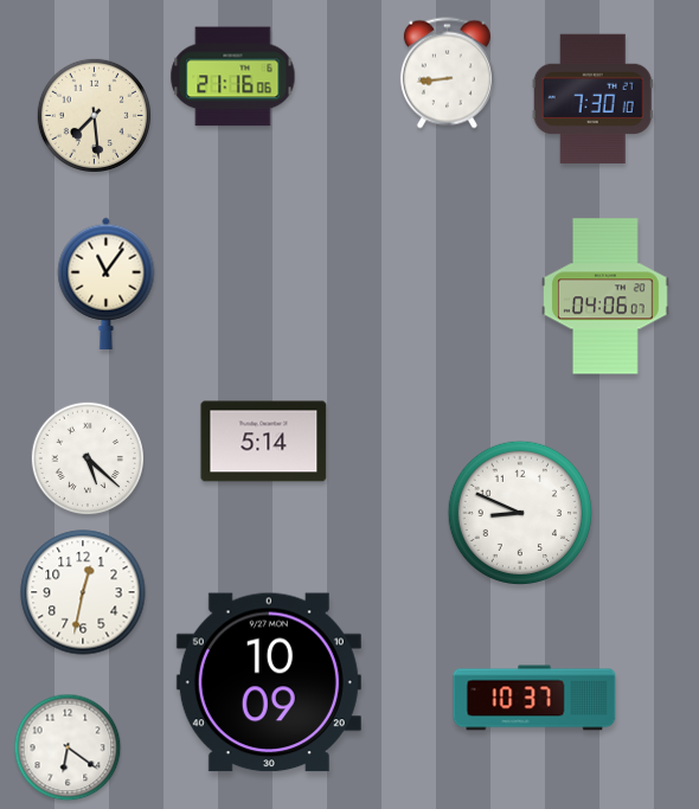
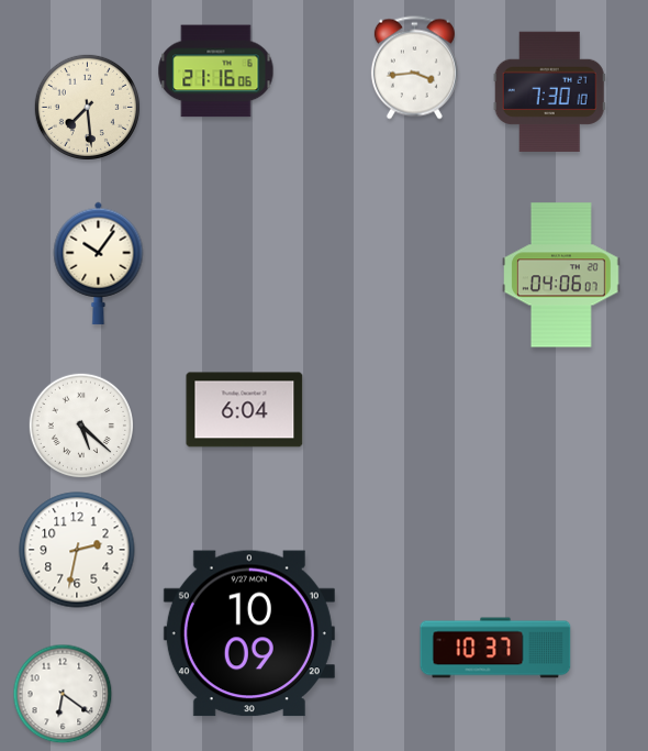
clock at (447, 73): 8:44 -> 3:44
clock at (107, 283): 11:06 -> 10:06
clock at (264, 442): 5:14 -> 6:04
clock at (519, 512): 8:49 -> none
clock at (83, 592): 12:32 -> 2:32
